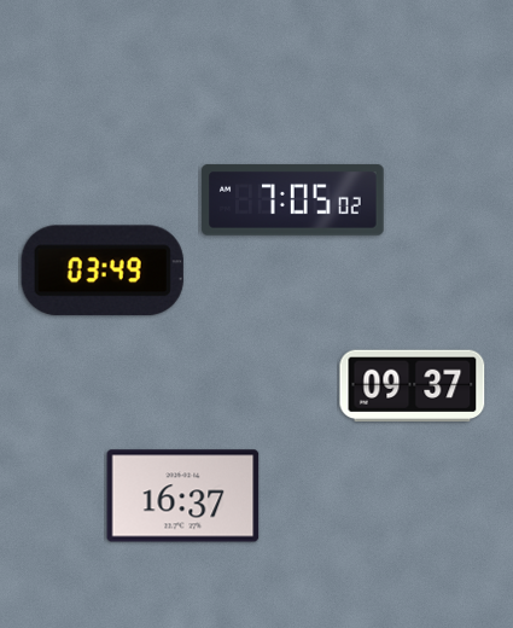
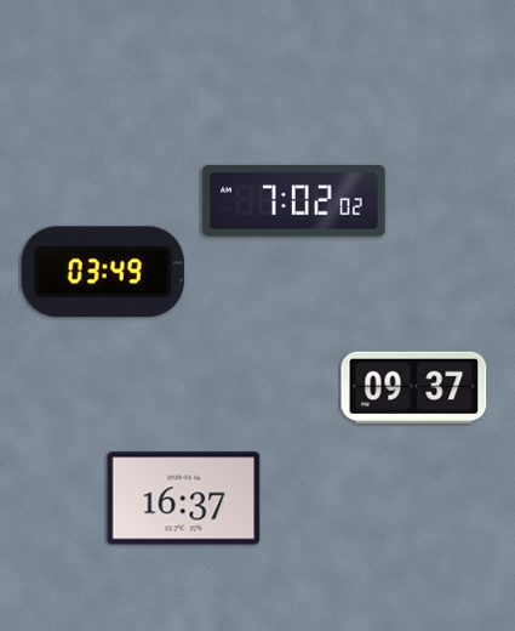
clock at (293, 200): 7:05 -> 7:02
